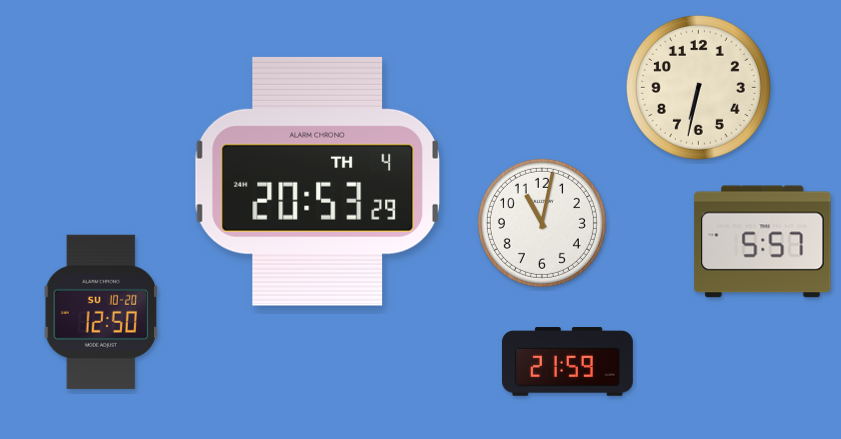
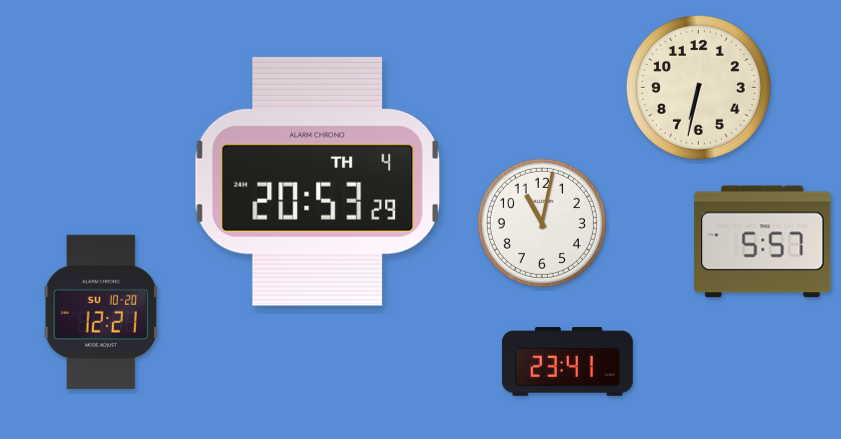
clock at (101, 312): 12:50 -> 12:21
clock at (567, 362): 21:59 -> 23:41
